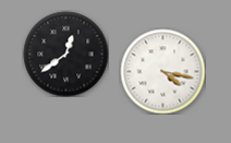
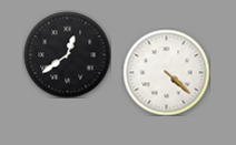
clock at (162, 71): 4:17 -> 4:22
